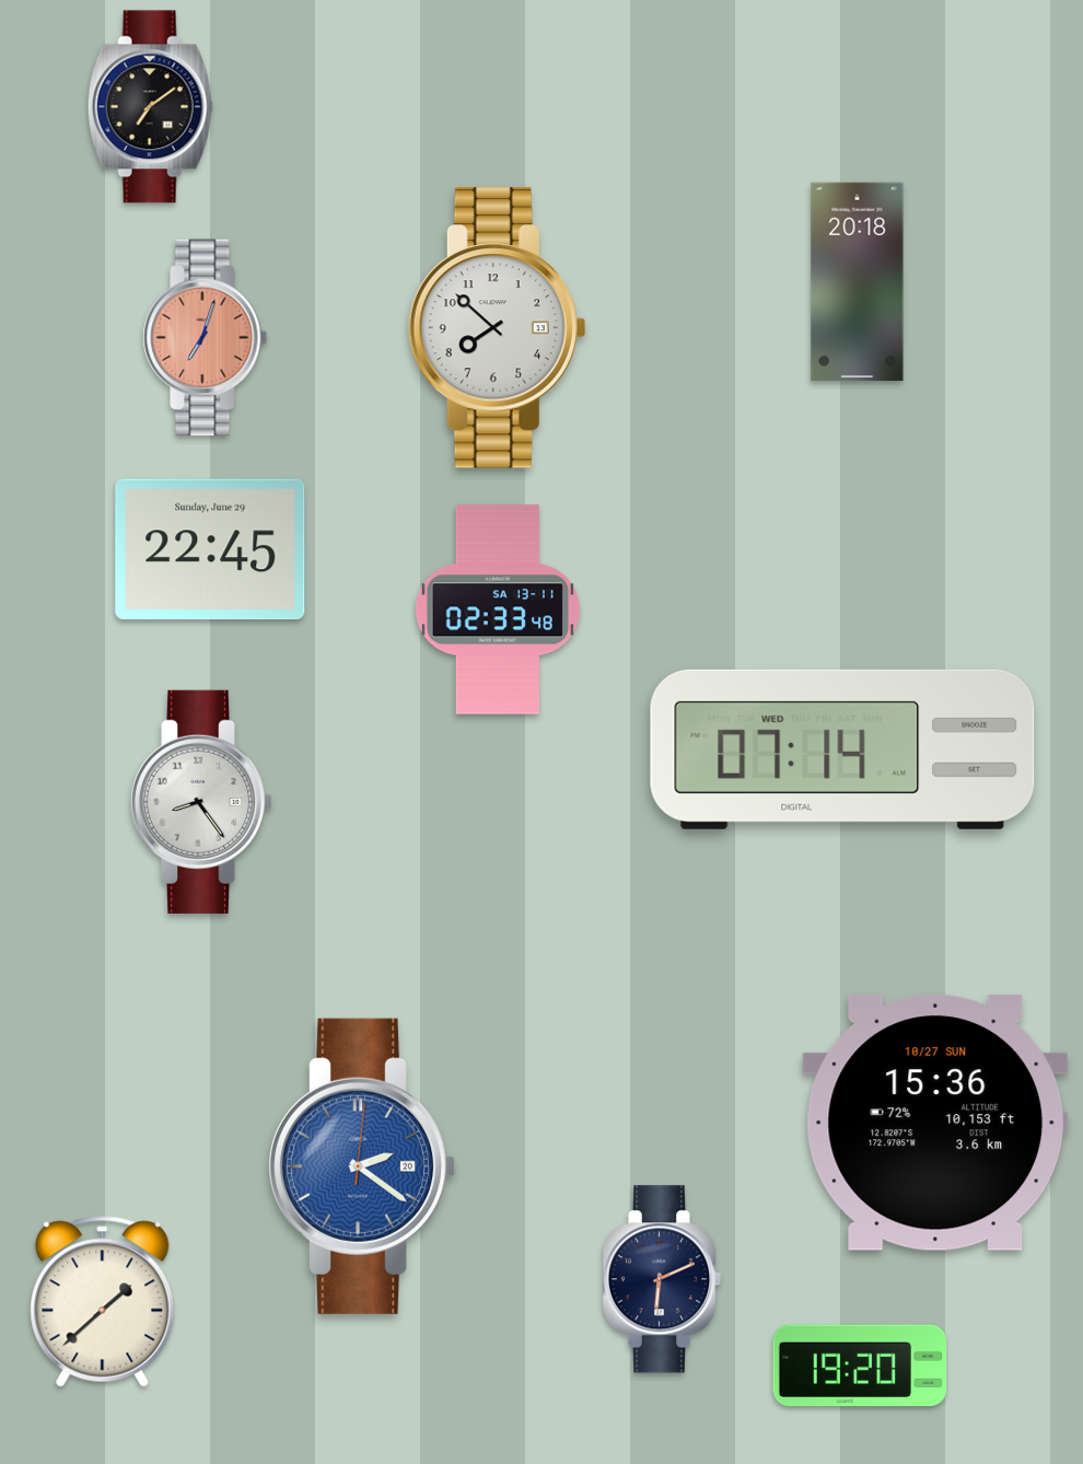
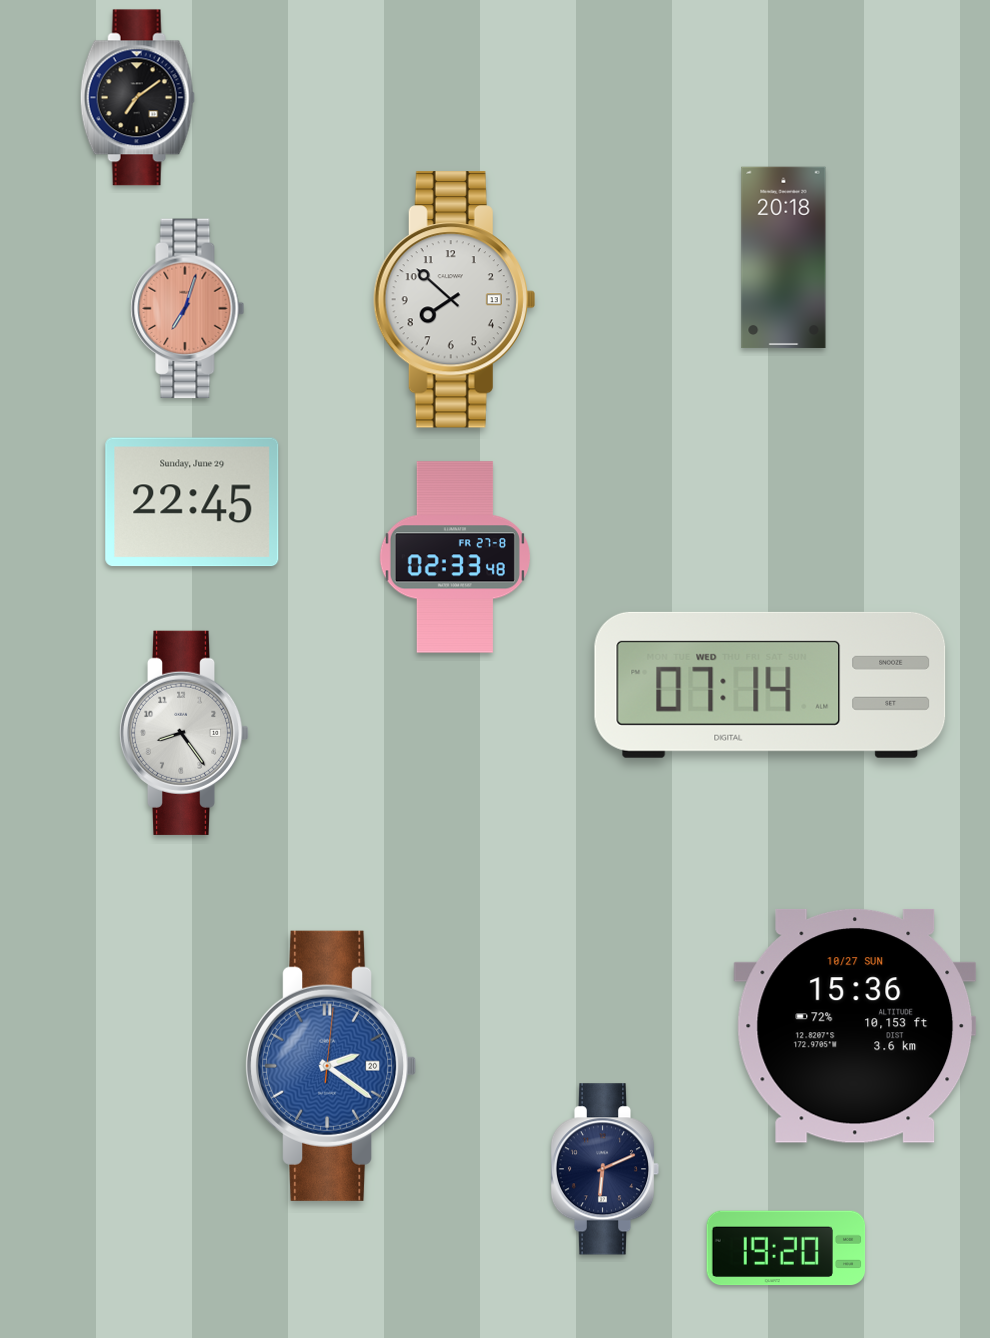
clock at (498, 609) date: SA 13-11 -> FR 27-8
clock at (103, 1302): 1:38 -> none
